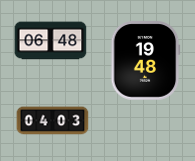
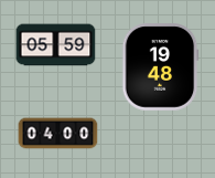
clock at (51, 41): 06:48 -> 05:59
clock at (53, 121): 04:03 -> 04:00
